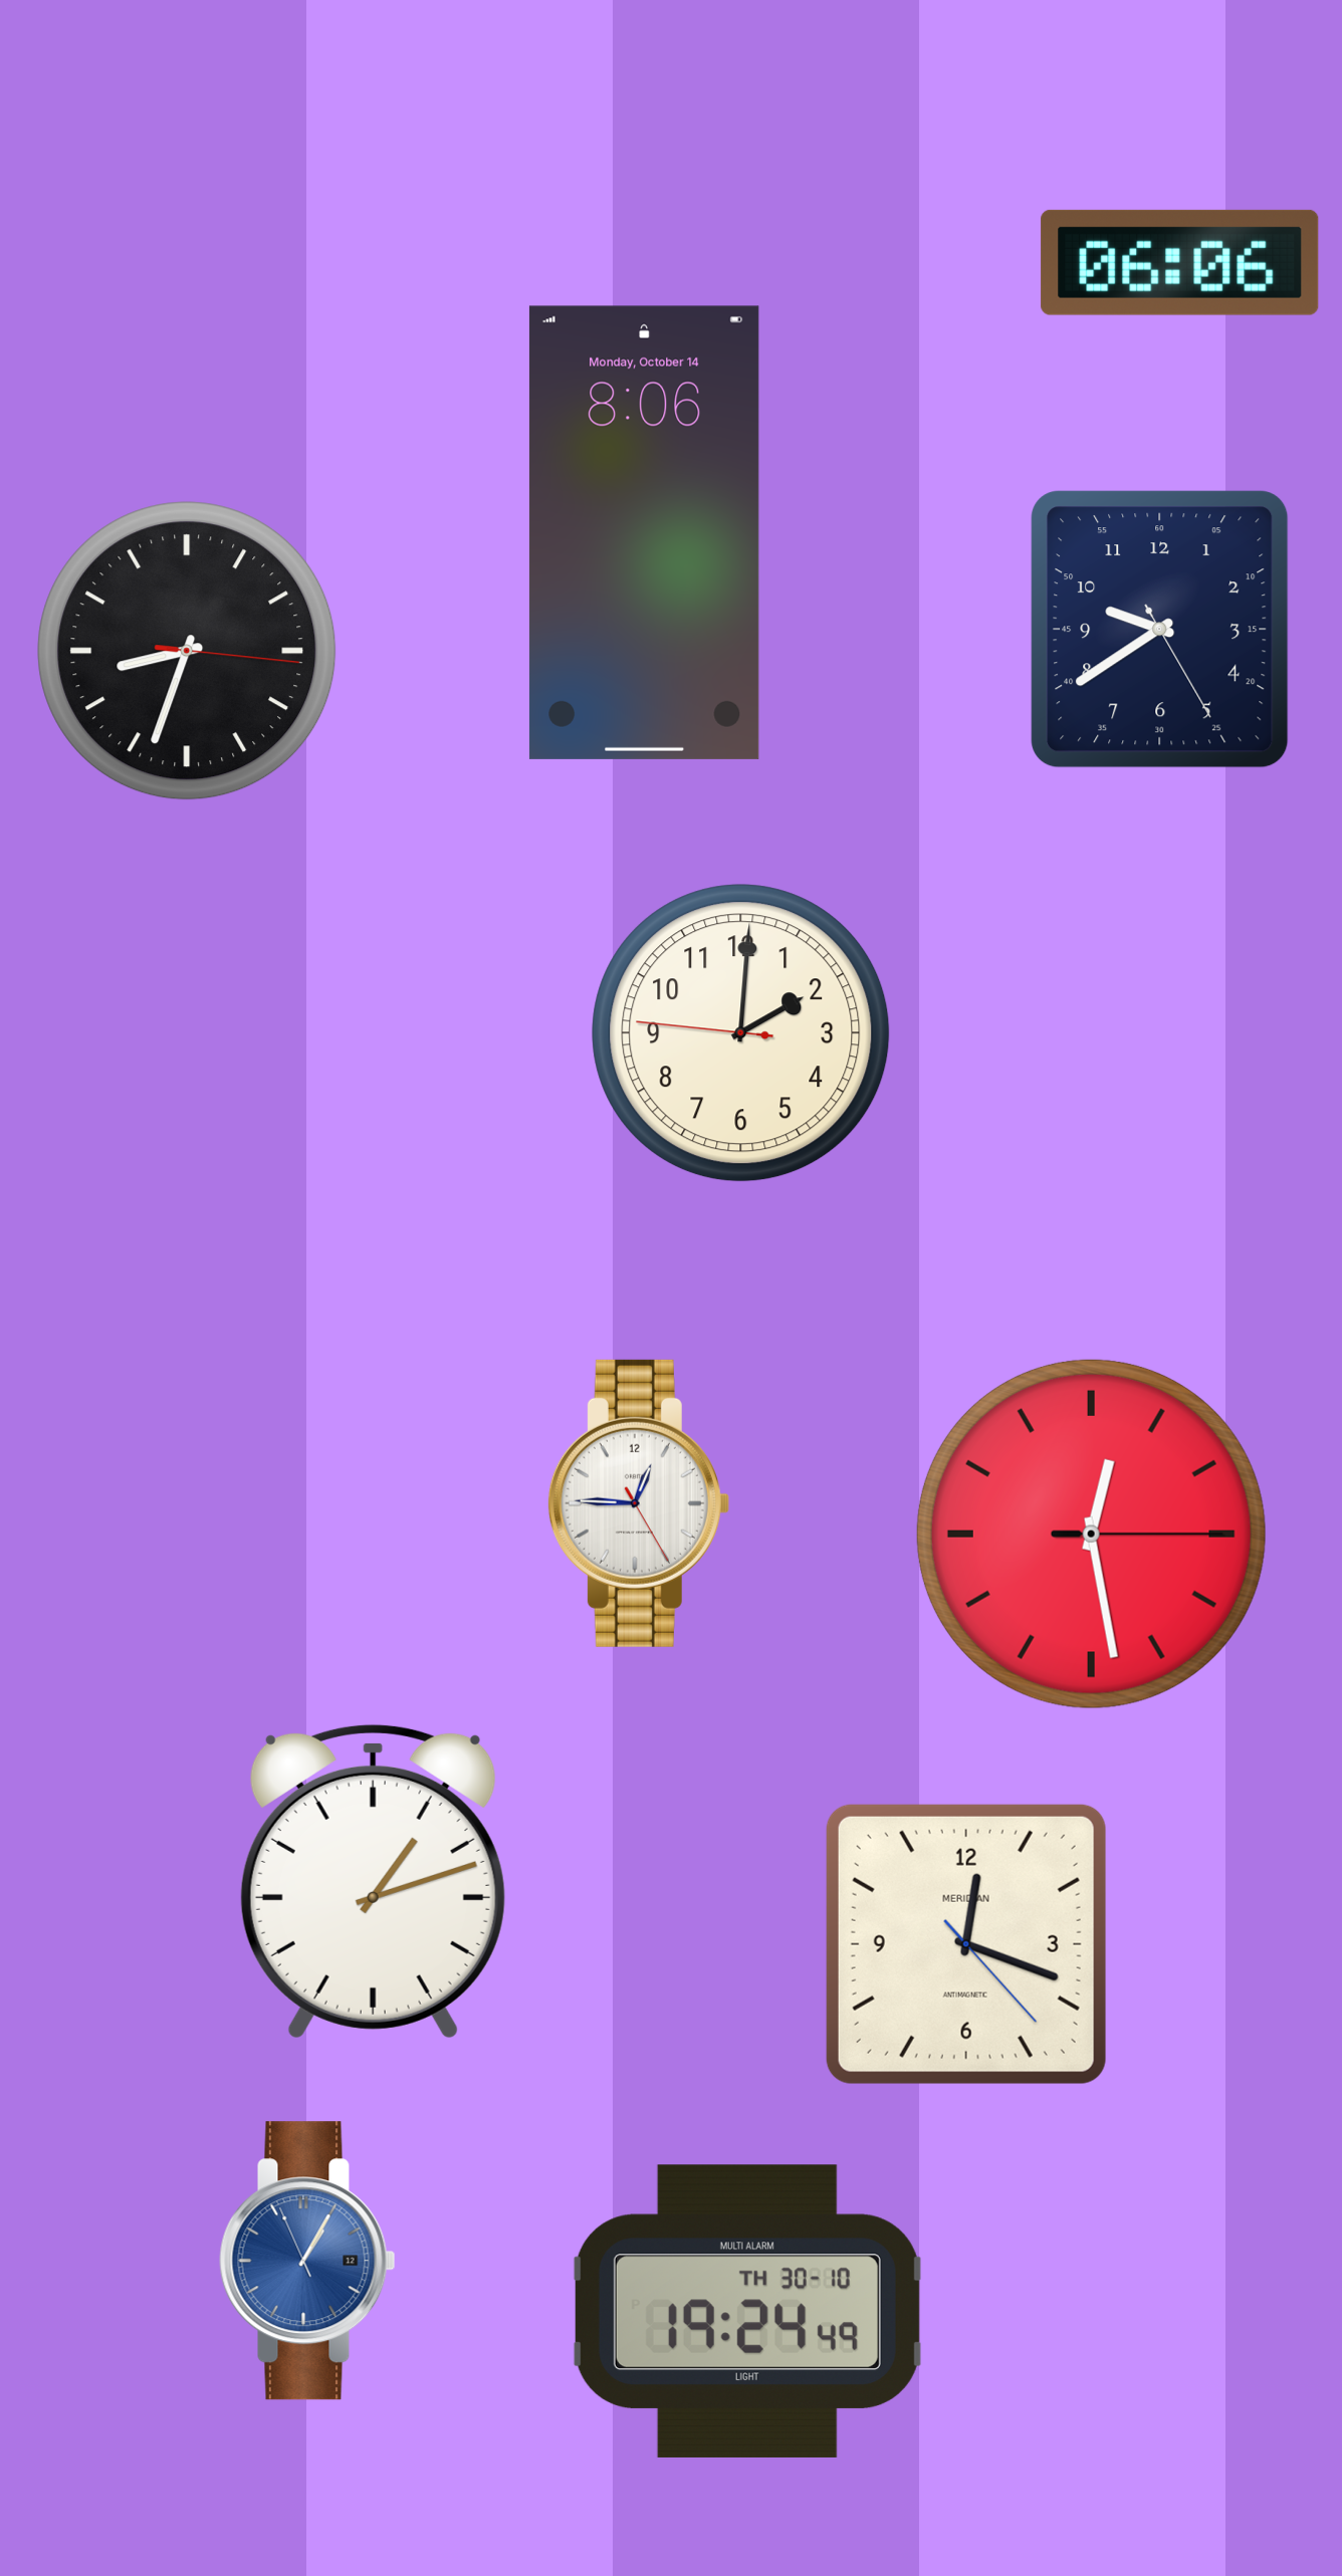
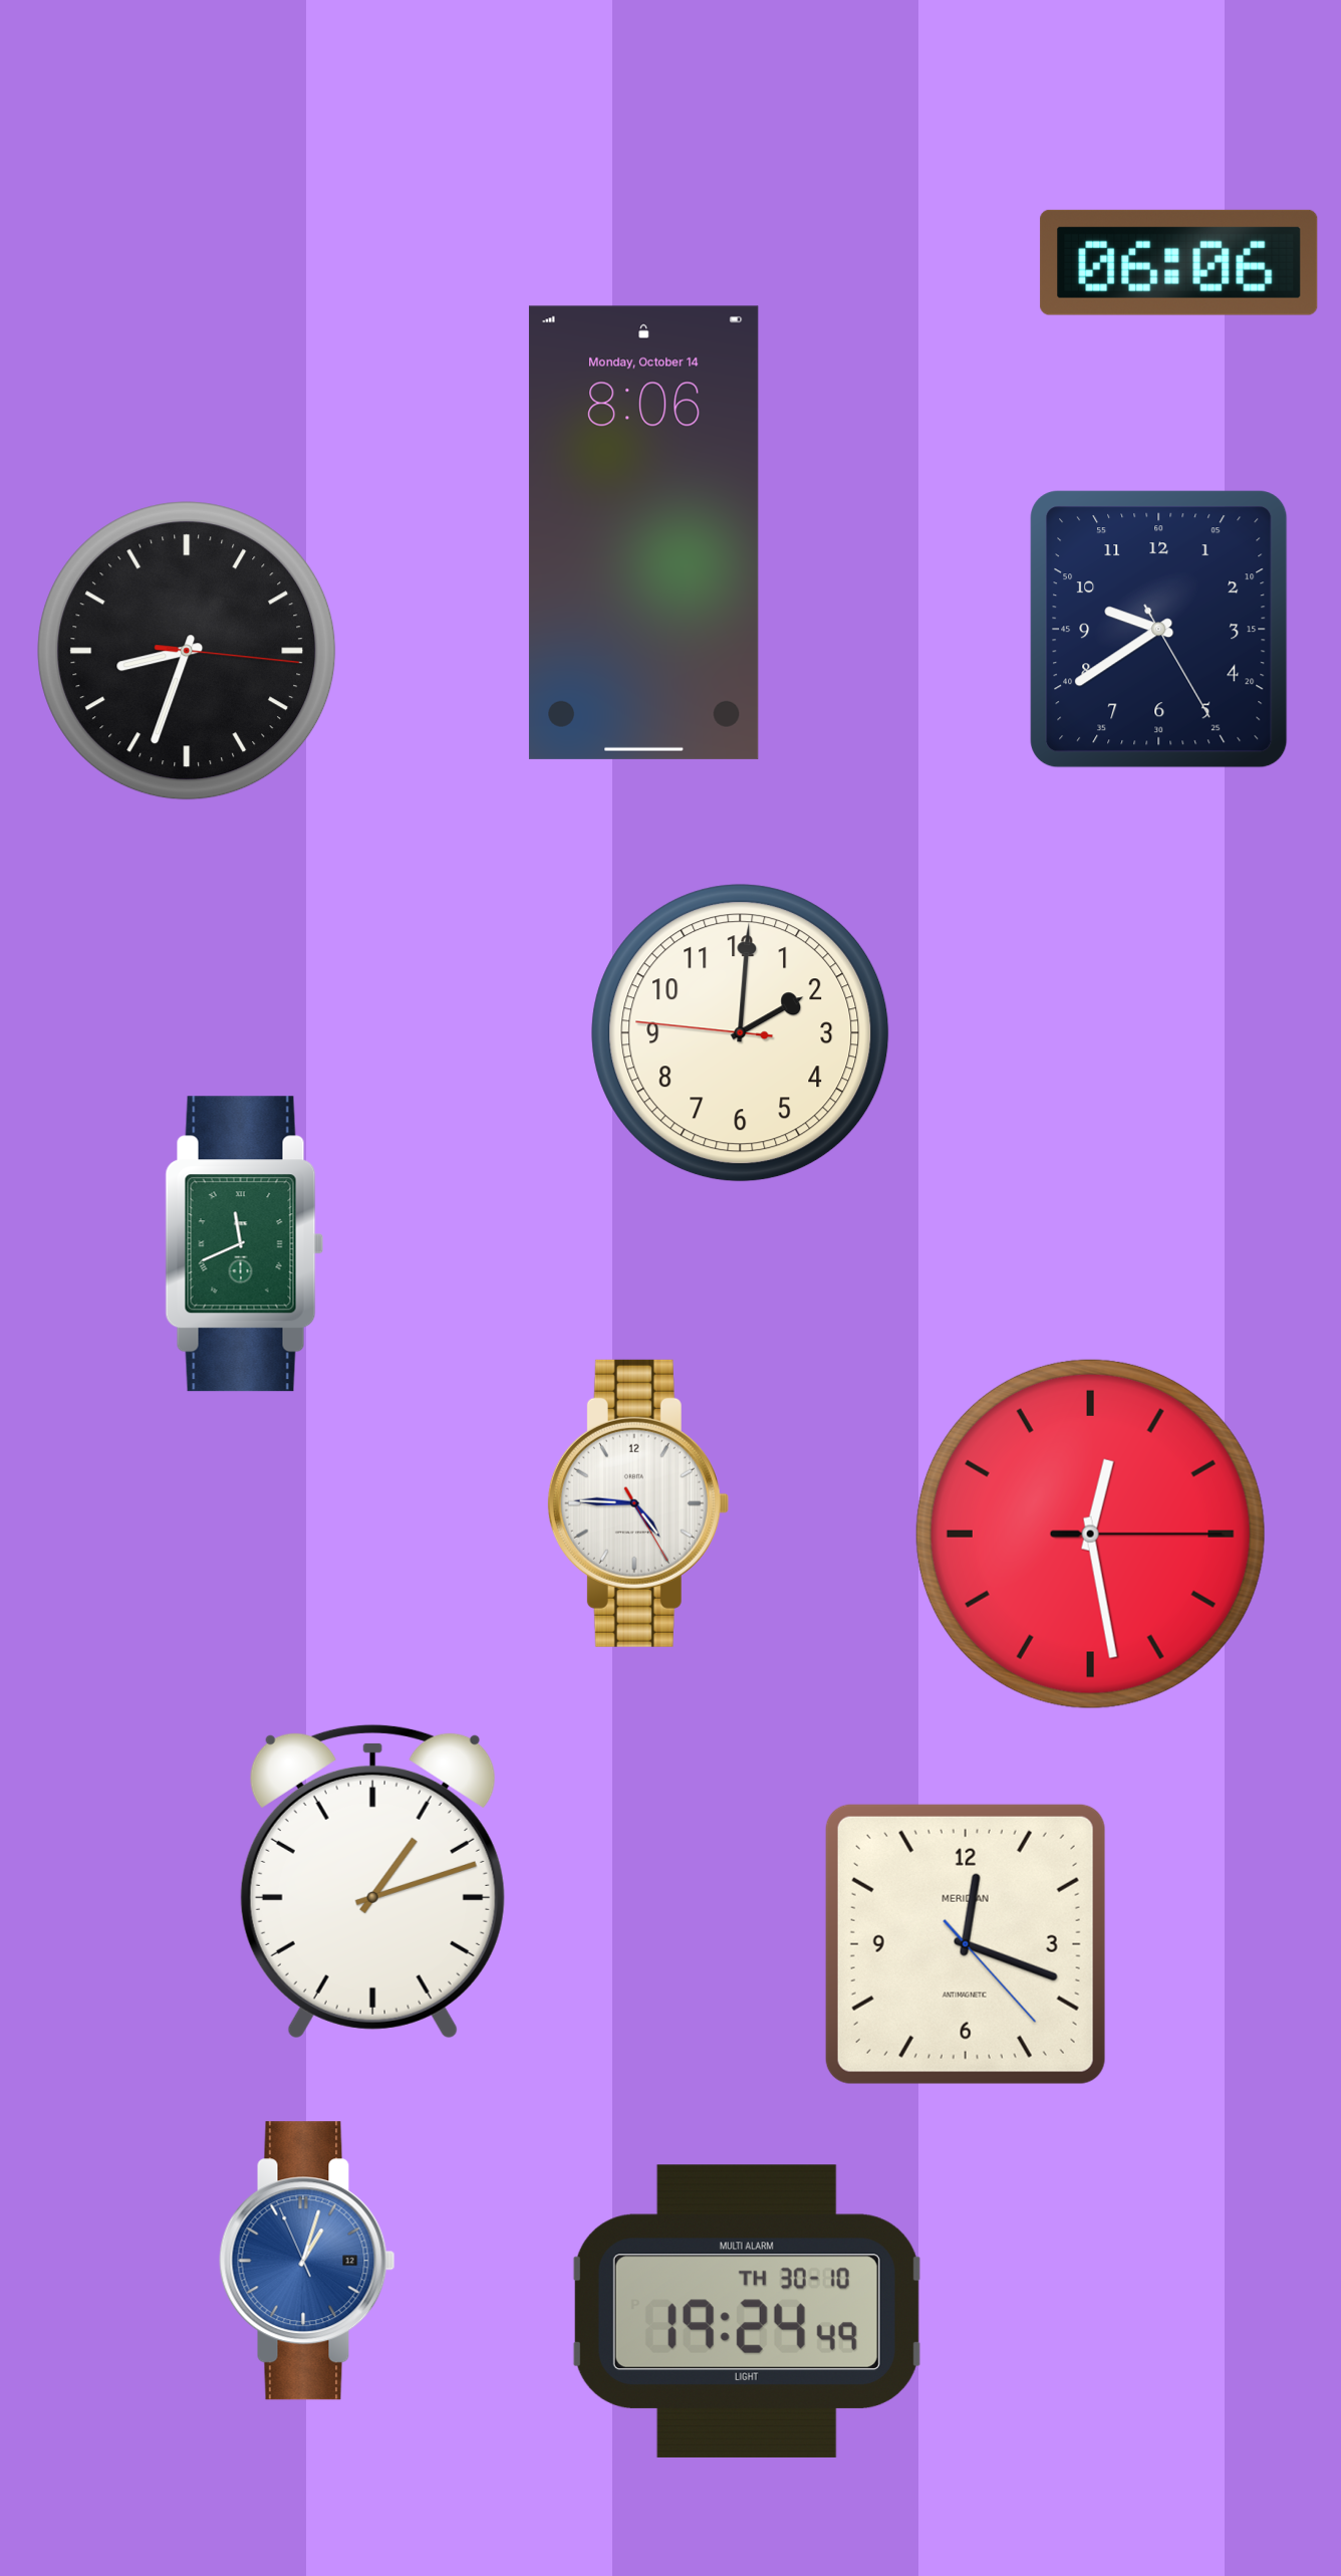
clock at (245, 1244): none -> 11:41
clock at (638, 1503): 12:45 -> 4:45
clock at (307, 2261): 1:04 -> 1:02
